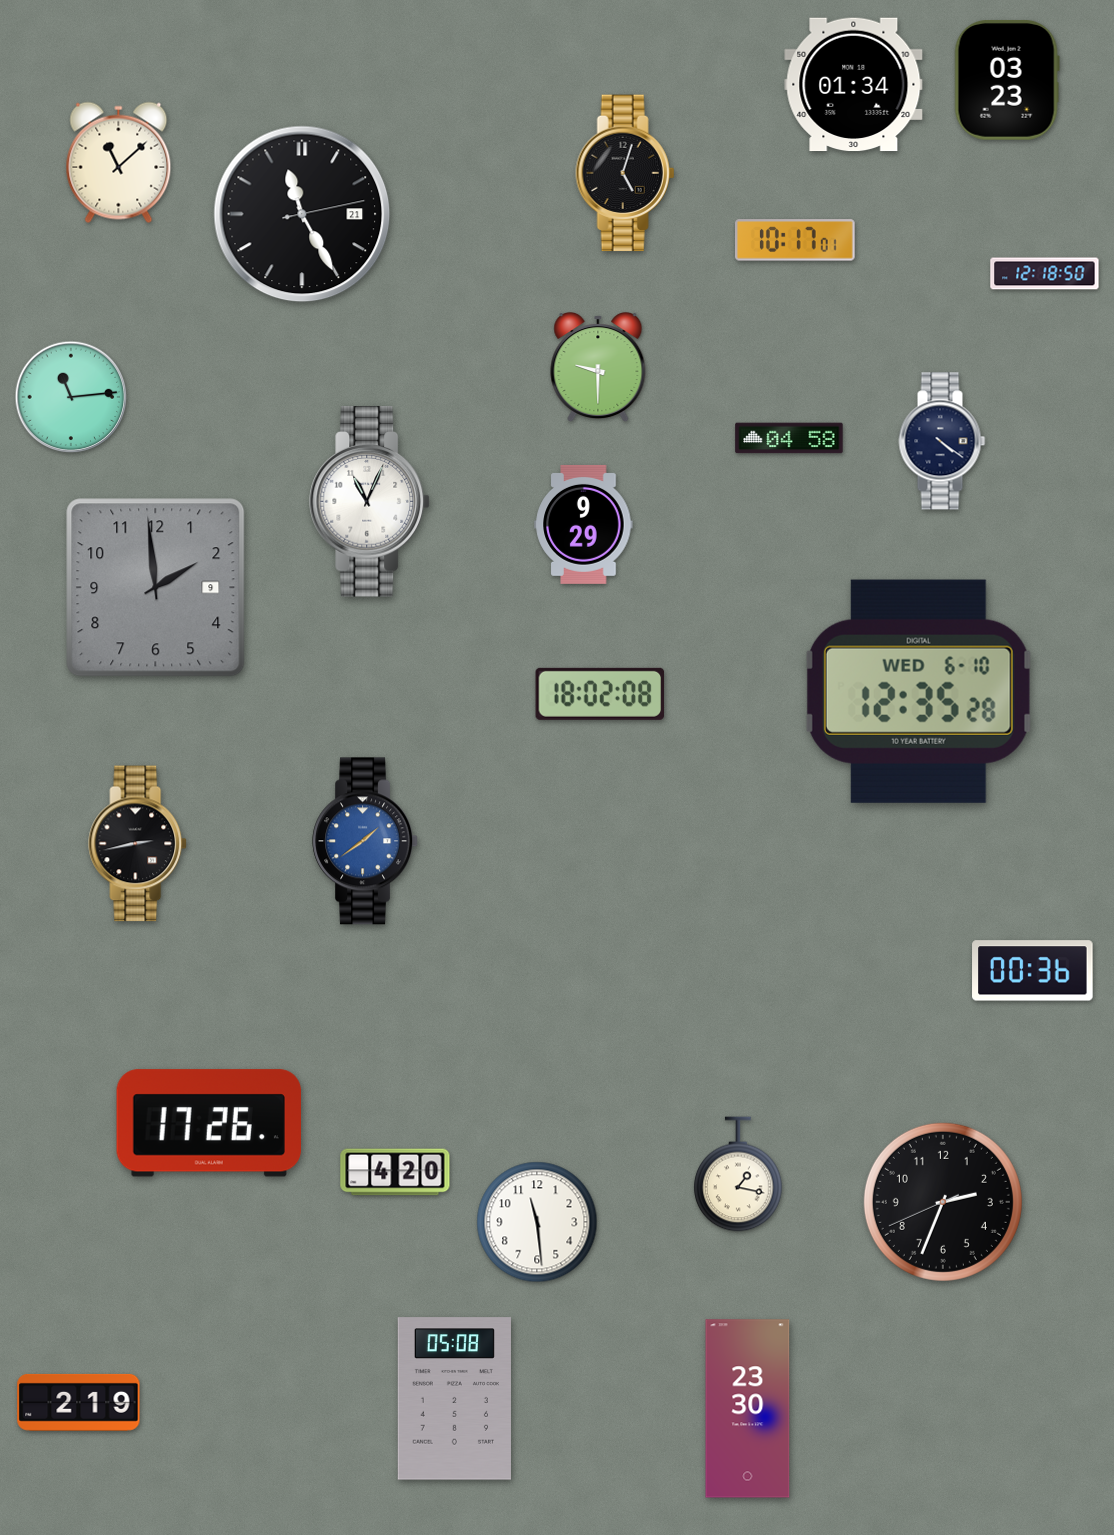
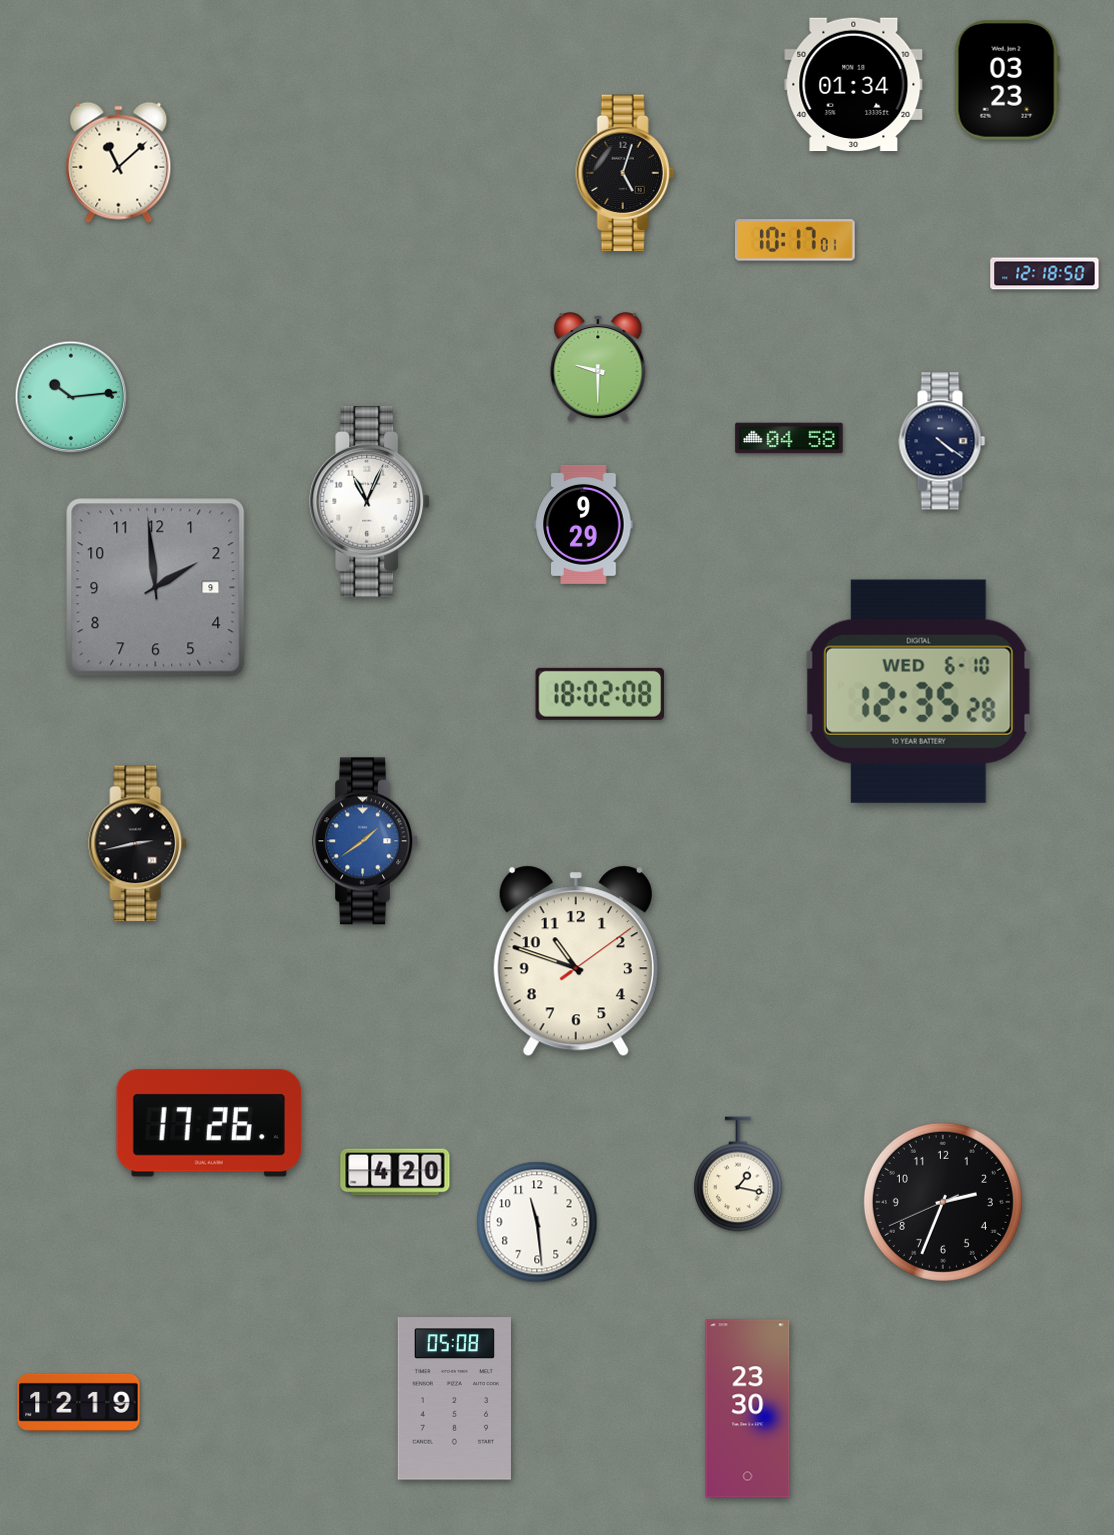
clock at (302, 214): 11:25 -> none
clock at (71, 397): 11:14 -> 10:14
clock at (576, 961): none -> 10:48
clock at (1033, 971): 00:36 -> none
clock at (79, 1402): 2:19 -> 12:19
